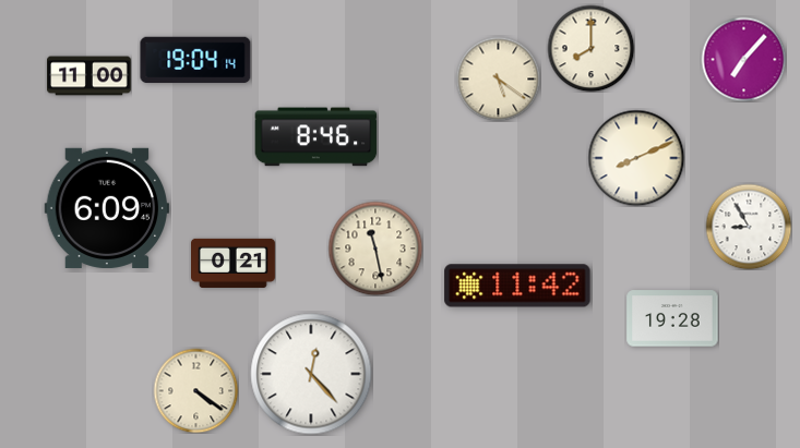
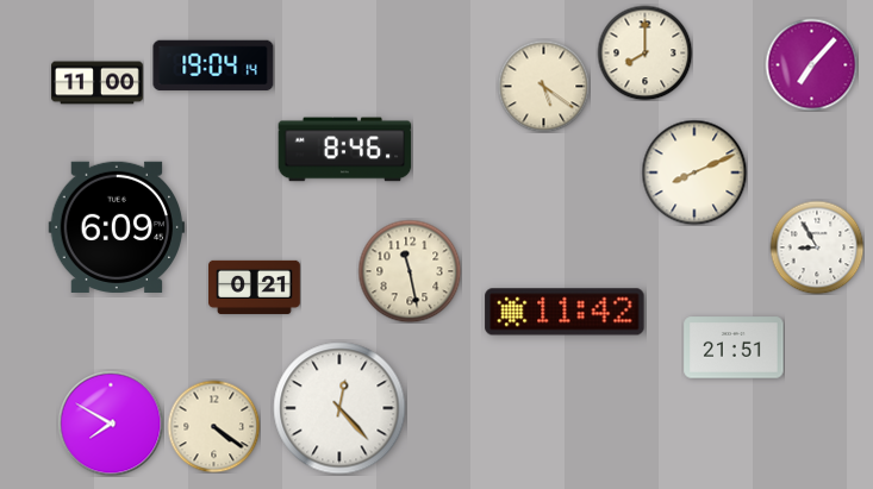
clock at (672, 318): 19:28 -> 21:51
clock at (111, 424): none -> 7:50
